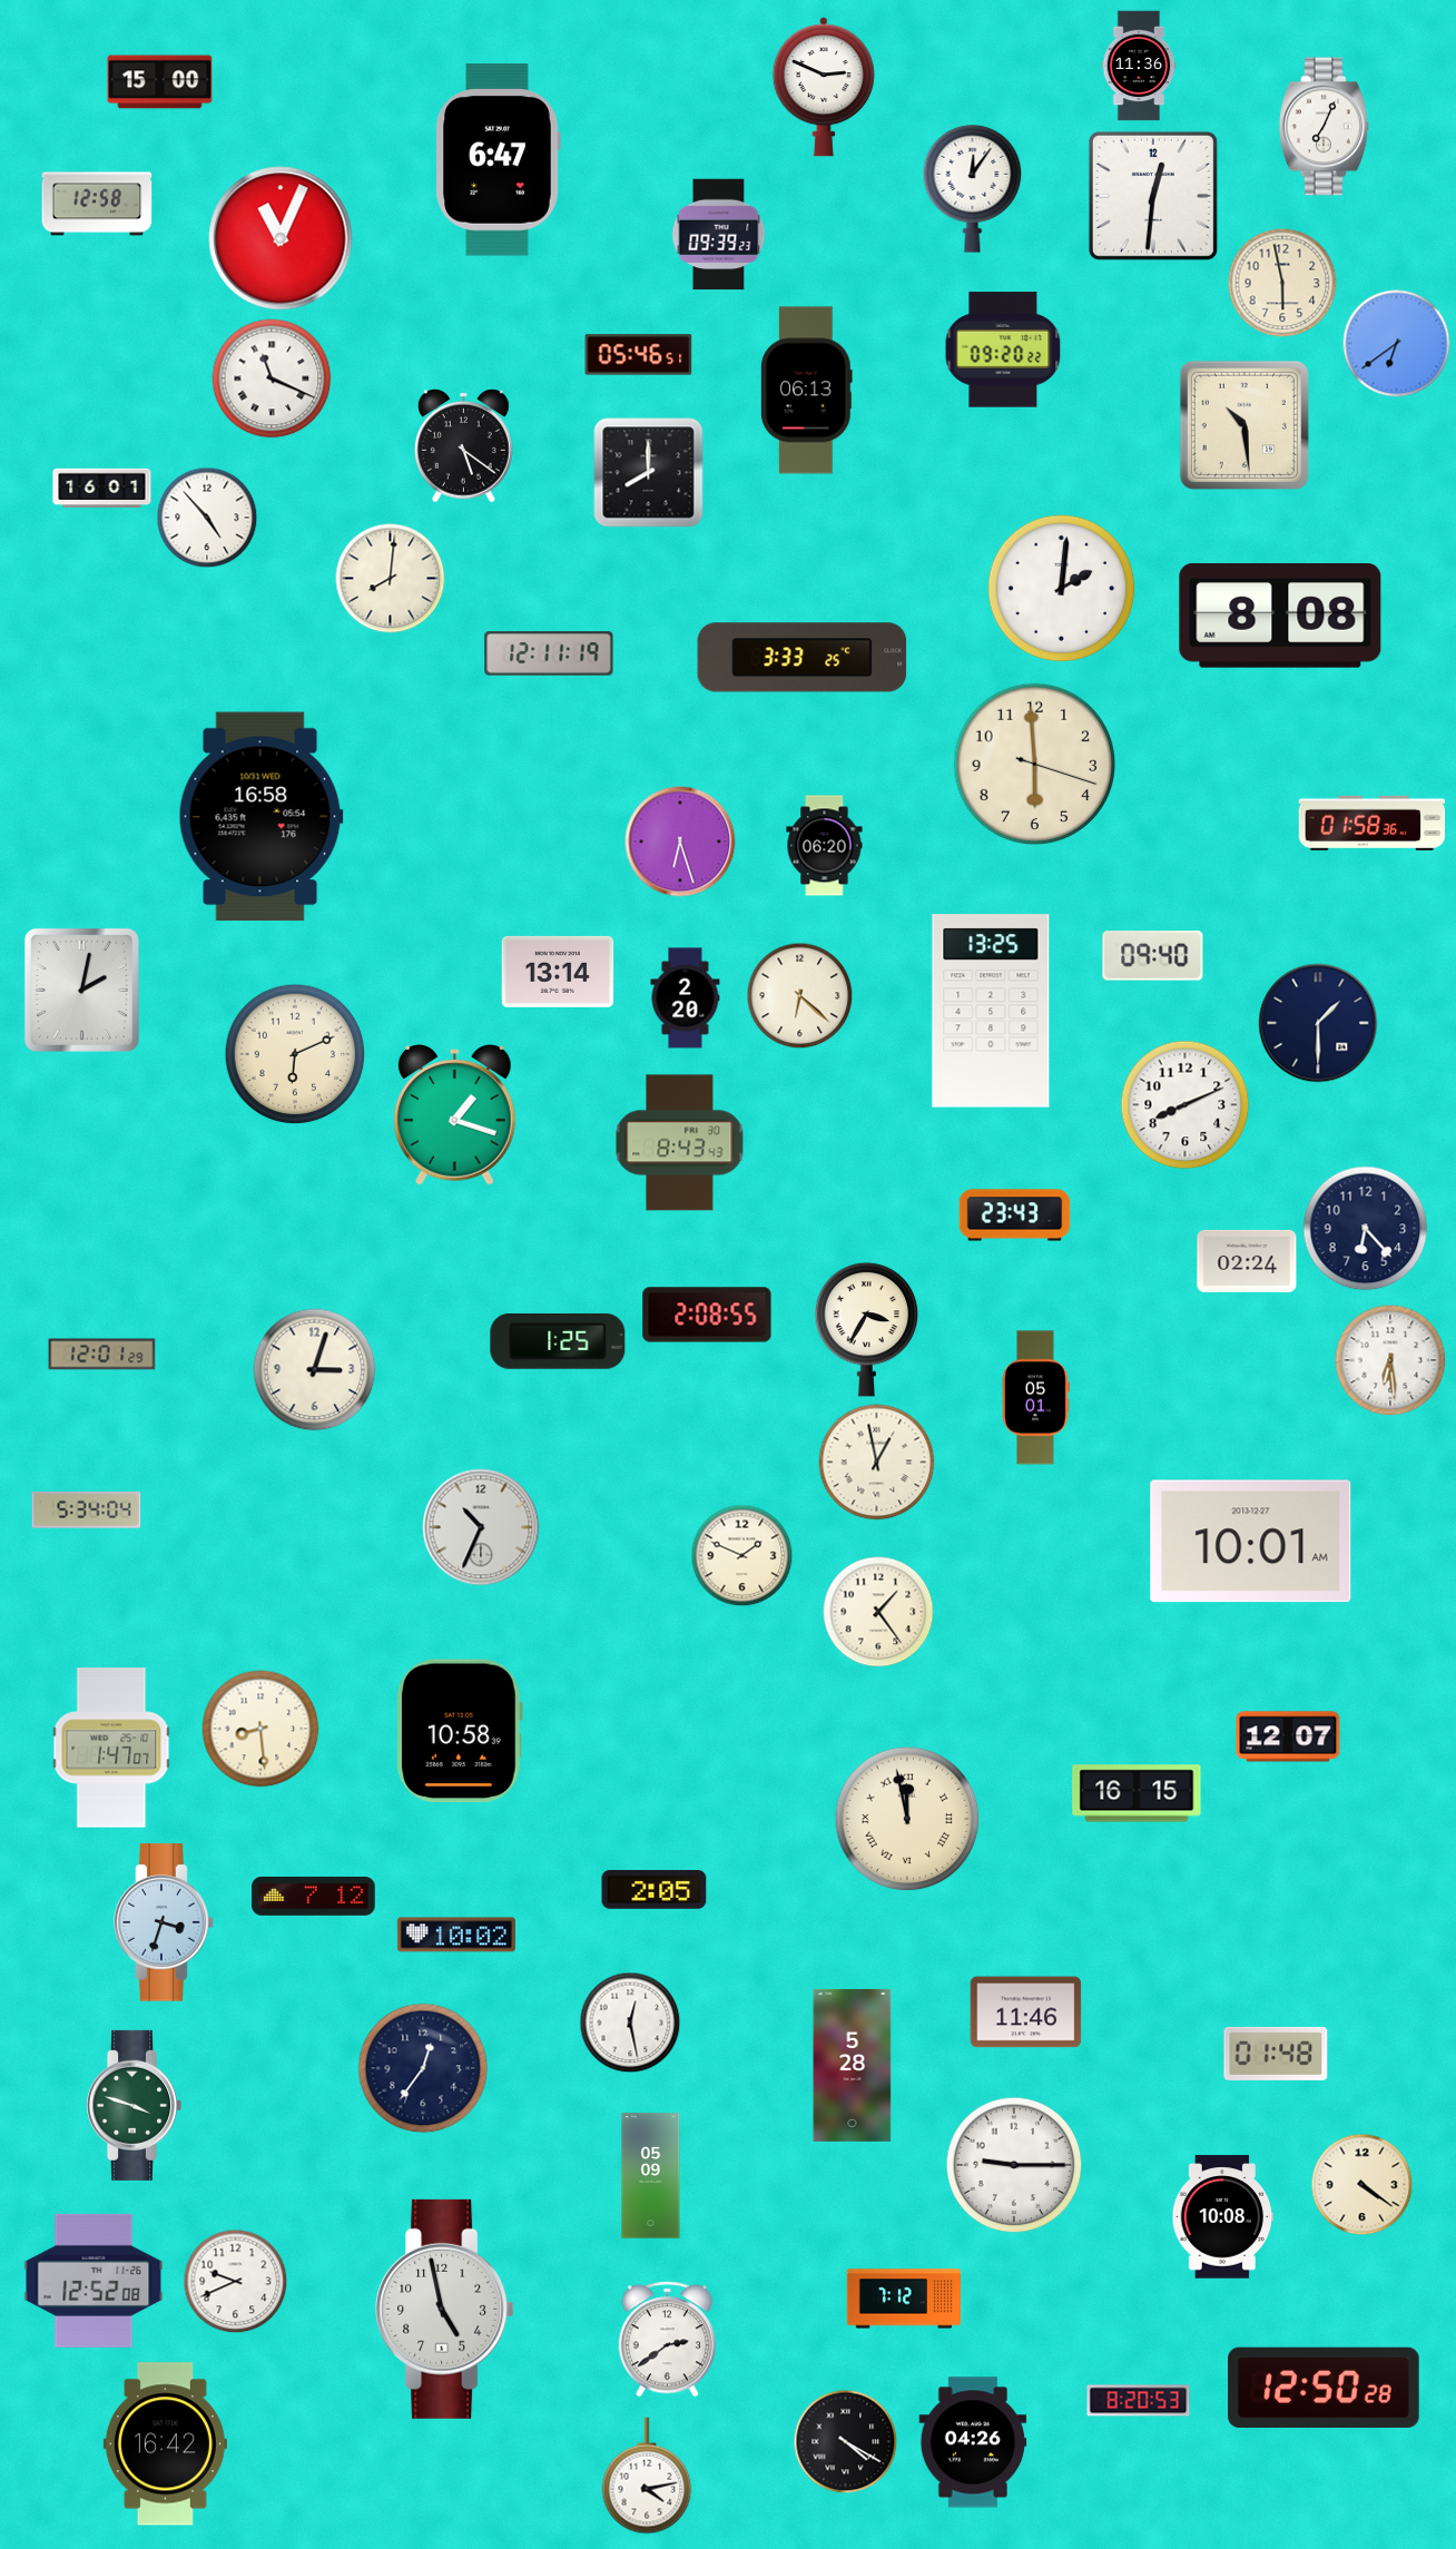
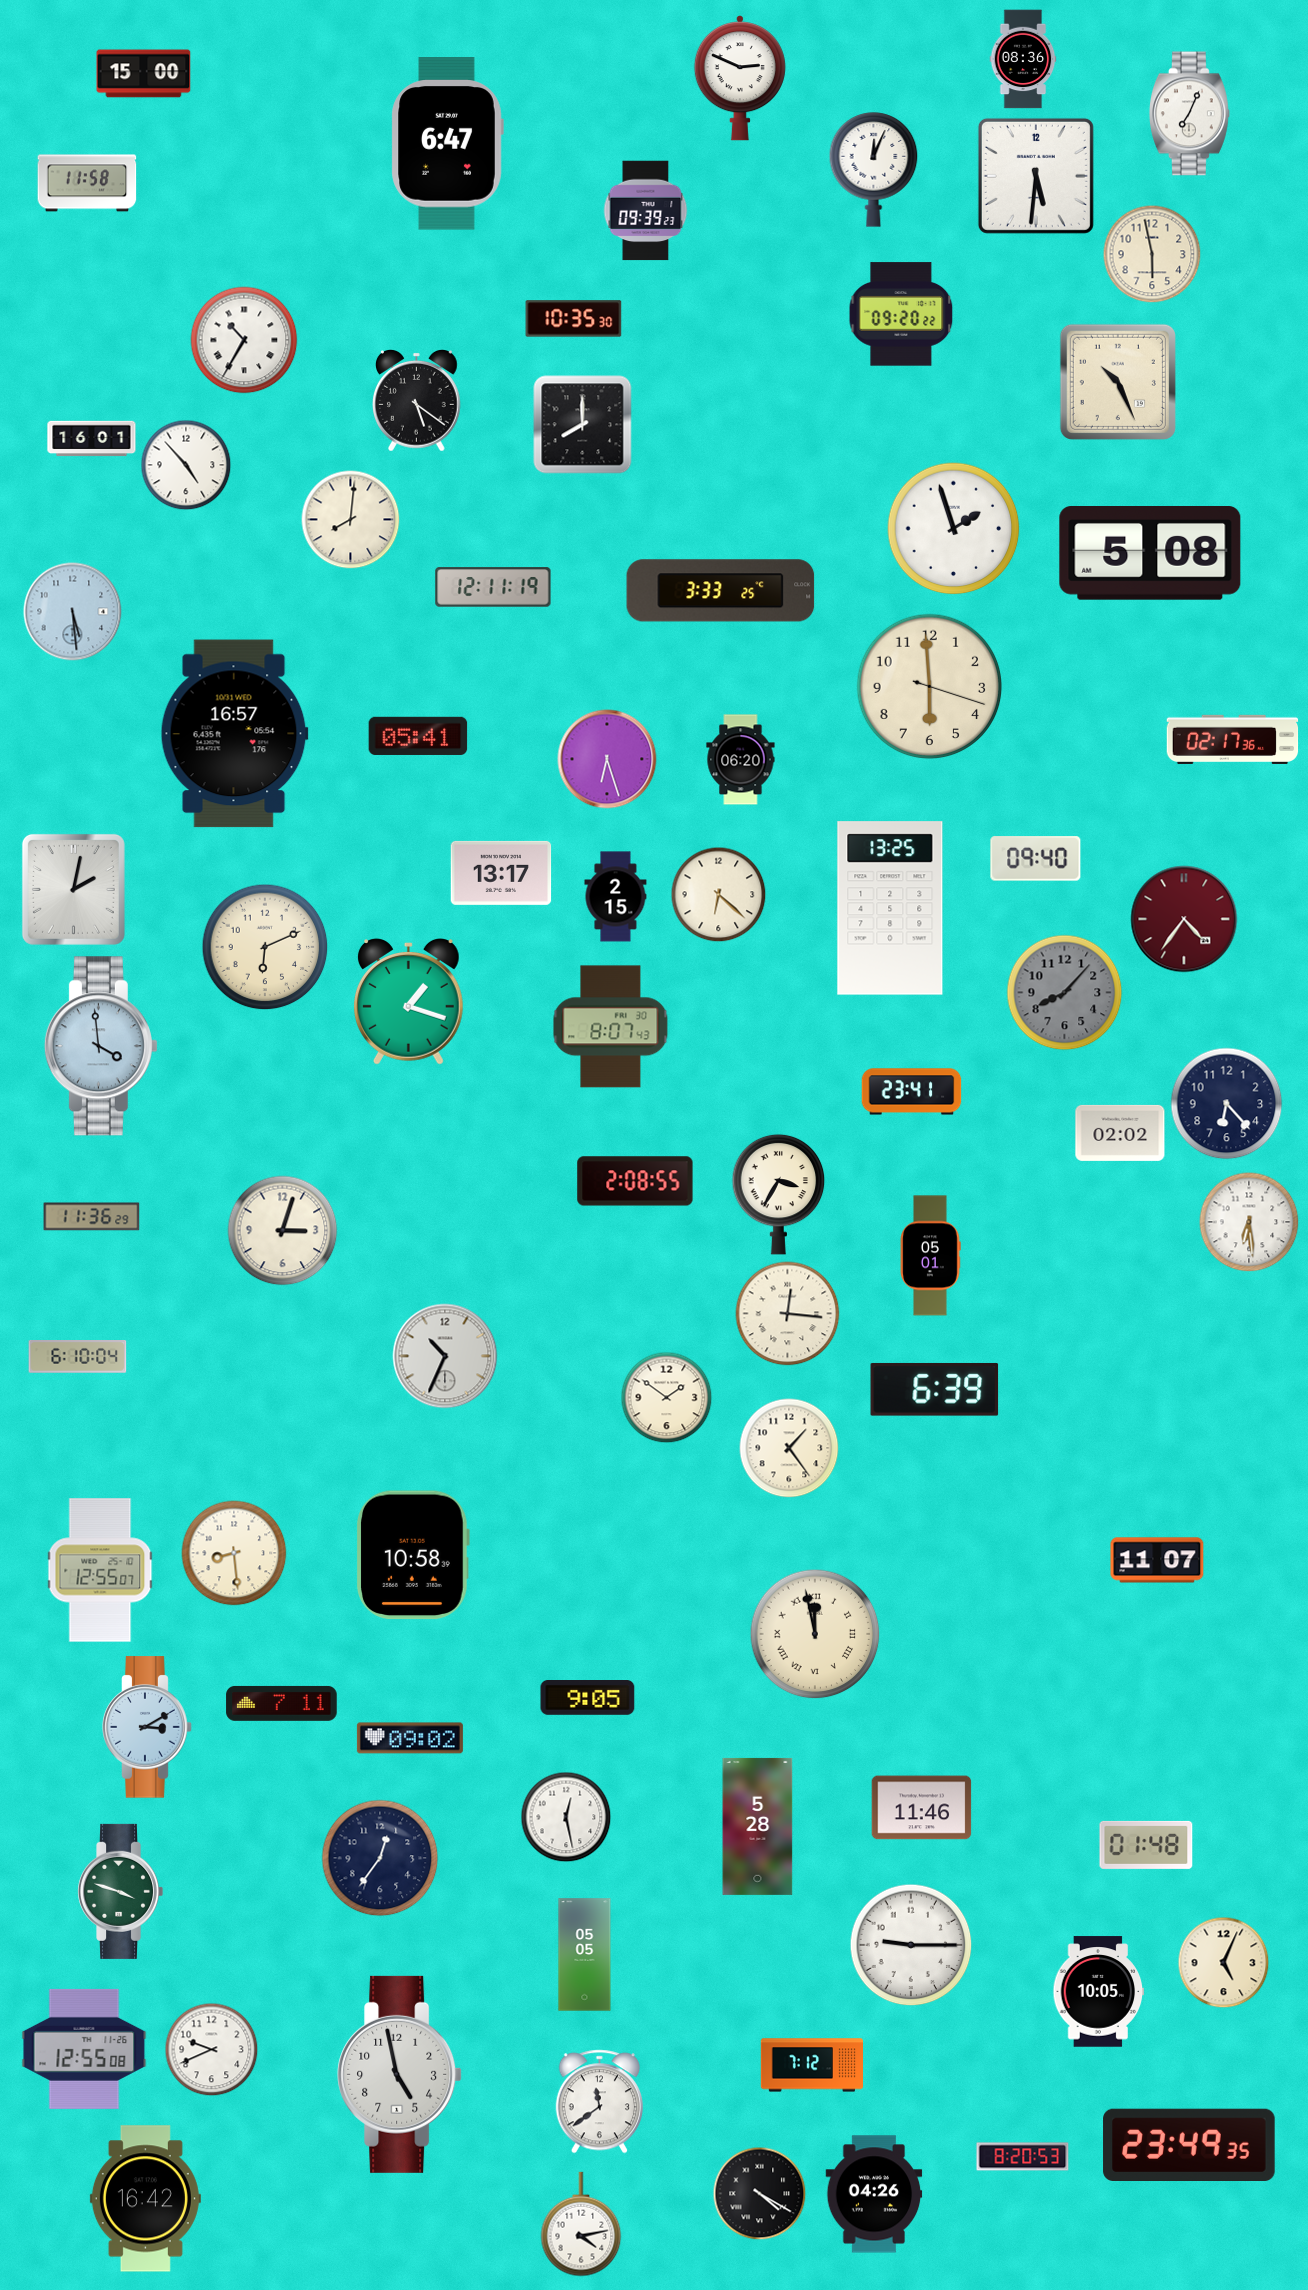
clock at (1139, 66): 11:36 -> 08:36
clock at (973, 189): 12:06 -> 12:04
clock at (1153, 196): 12:31 -> 5:31
clock at (97, 204): 12:58 -> 11:58
clock at (281, 238): 11:04 -> none
clock at (1397, 344): 6:39 -> none
clock at (639, 355): 05:46 -> 10:35
clock at (272, 378): 11:19 -> 10:35
clock at (807, 391): 06:13 -> none
clock at (1245, 425): 10:29 -> 10:26
clock at (1062, 589): 2:01 -> 1:57
clock at (1280, 616): 8:08 -> 5:08
clock at (73, 612): none -> 5:29
clock at (260, 817): 16:58 -> 16:57
clock at (418, 736): none -> 05:41
clock at (1373, 823): 01:58 -> 02:17
clock at (680, 842) position: (680, 842) -> (607, 759)
clock at (558, 972): 13:14 -> 13:17
clock at (686, 998): 2:20 -> 2:15
clock at (1318, 1023): 1:30 -> 4:36
clock at (1318, 1023) dial: navy -> burgundy
clock at (1186, 1105): 8:11 -> 8:07
clock at (1186, 1105) dial: white -> grey
clock at (680, 1143): 8:43 -> 8:07
clock at (101, 1046): none -> 3:59
clock at (1015, 1216): 23:43 -> 23:41
clock at (1247, 1261): 02:24 -> 02:02
clock at (558, 1341): 1:25 -> none
clock at (102, 1355): 12:01 -> 11:36
clock at (877, 1463): 12:58 -> 12:16
clock at (87, 1510): 5:34 -> 6:10
clock at (481, 1527) position: (481, 1527) -> (445, 1356)
clock at (1251, 1542): 10:01 -> none
clock at (935, 1389): none -> 6:39
clock at (742, 1556): 1:49 -> 1:51
clock at (1288, 1736): 12:07 -> 11:07
clock at (111, 1748): 1:47 -> 12:55
clock at (1137, 1793): 16:15 -> none
clock at (655, 1890): 2:05 -> 9:05
clock at (314, 1896): 7:12 -> 7:11
clock at (164, 1922): 3:33 -> 3:10
clock at (456, 1935): 10:02 -> 09:02
clock at (853, 2065) position: (853, 2065) -> (758, 1826)
clock at (651, 2176): 05:09 -> 05:05
clock at (1362, 2185): 4:21 -> 5:04
clock at (1223, 2217): 10:08 -> 10:05
clock at (94, 2281): 12:52 -> 12:55
clock at (667, 2340): 2:39 -> 11:39
clock at (1324, 2388): 12:50 -> 23:49
clock at (165, 2444) position: (165, 2444) -> (145, 2199)
